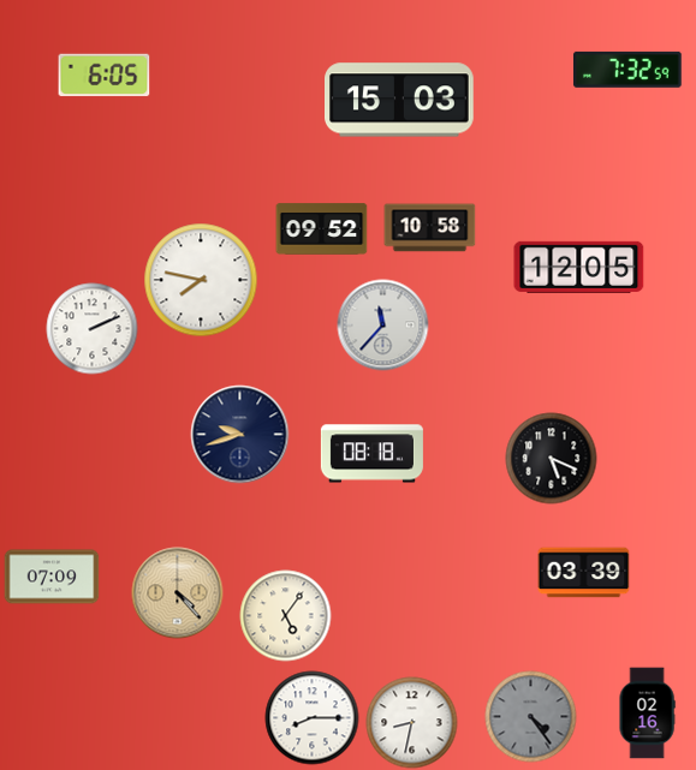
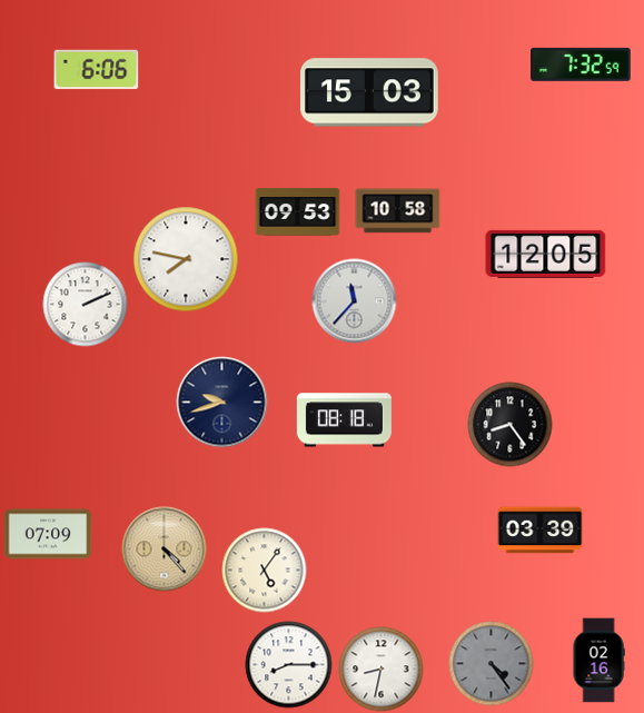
clock at (105, 76): 6:05 -> 6:06
clock at (322, 229): 09:52 -> 09:53
clock at (579, 267) position: (579, 267) -> (546, 254)
clock at (552, 459): 5:19 -> 8:24
